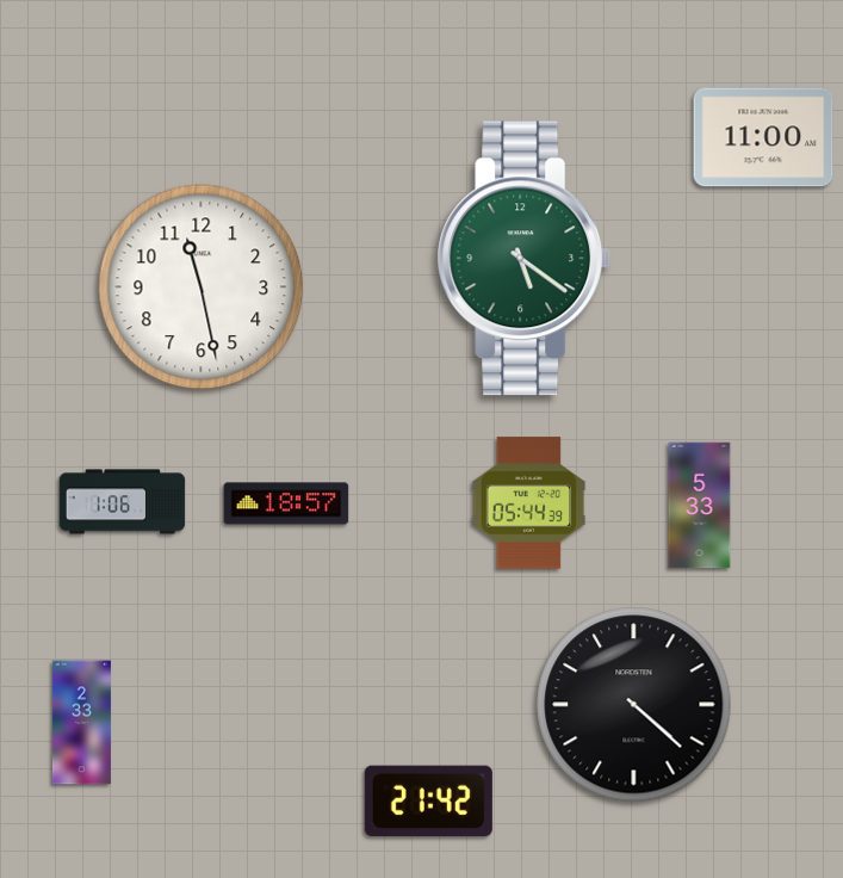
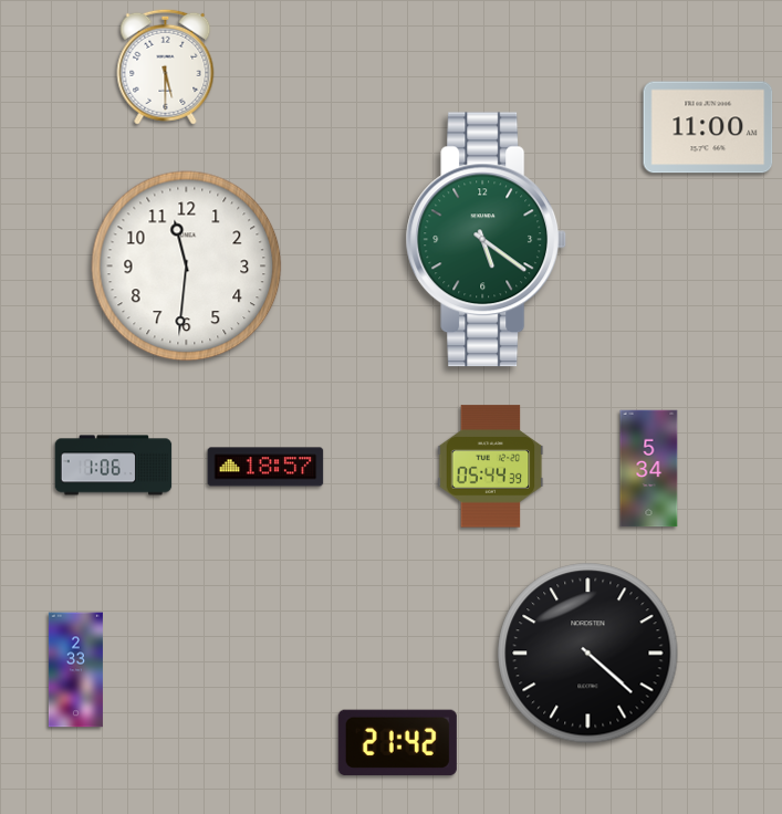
clock at (166, 66): none -> 5:30
clock at (202, 287): 11:28 -> 11:31
clock at (700, 506): 5:33 -> 5:34
